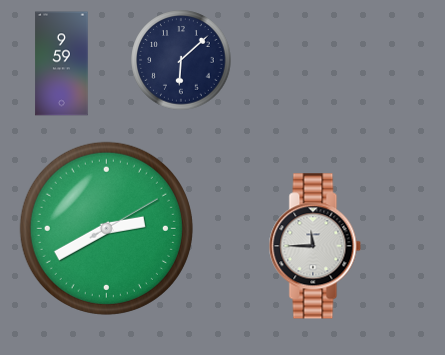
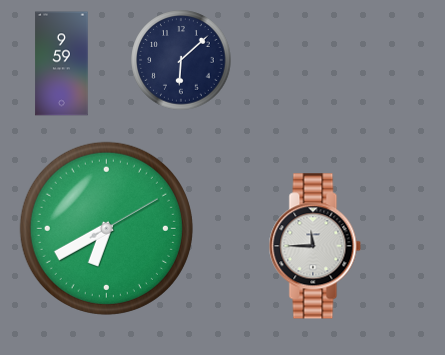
clock at (106, 228): 2:40 -> 6:40
